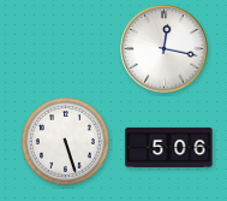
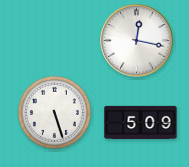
clock at (65, 141) position: (65, 141) -> (54, 112)
clock at (169, 147): 5:06 -> 5:09
